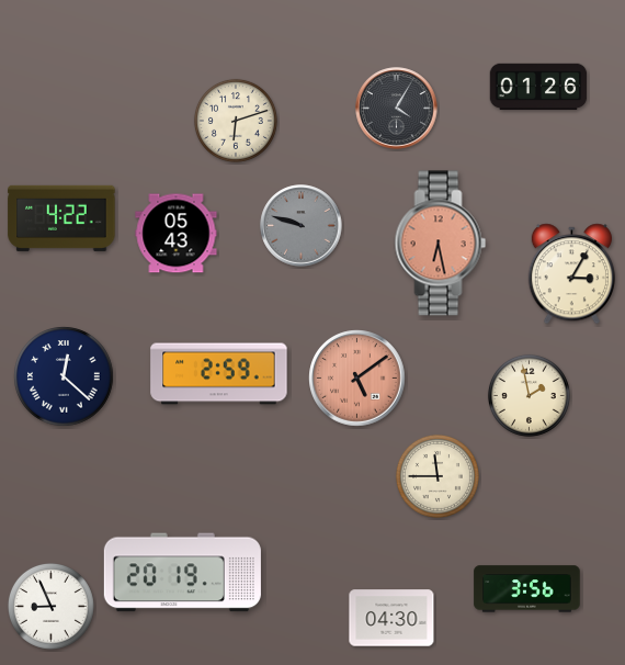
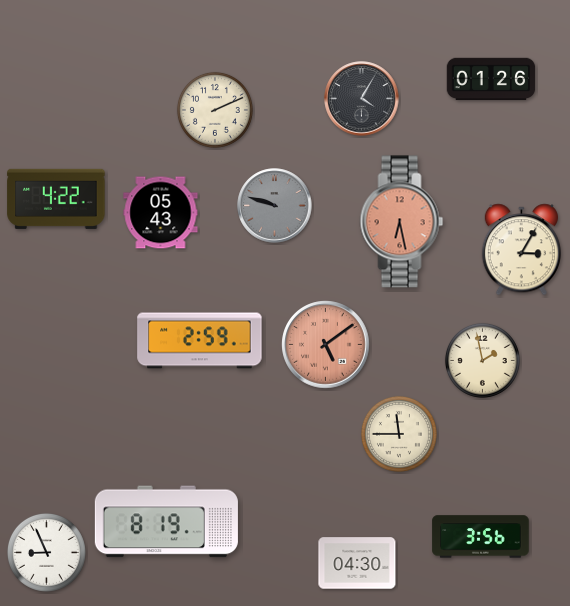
clock at (236, 121): 6:12 -> 2:11
clock at (64, 376): 12:22 -> none
clock at (182, 573): 20:19 -> 8:19
